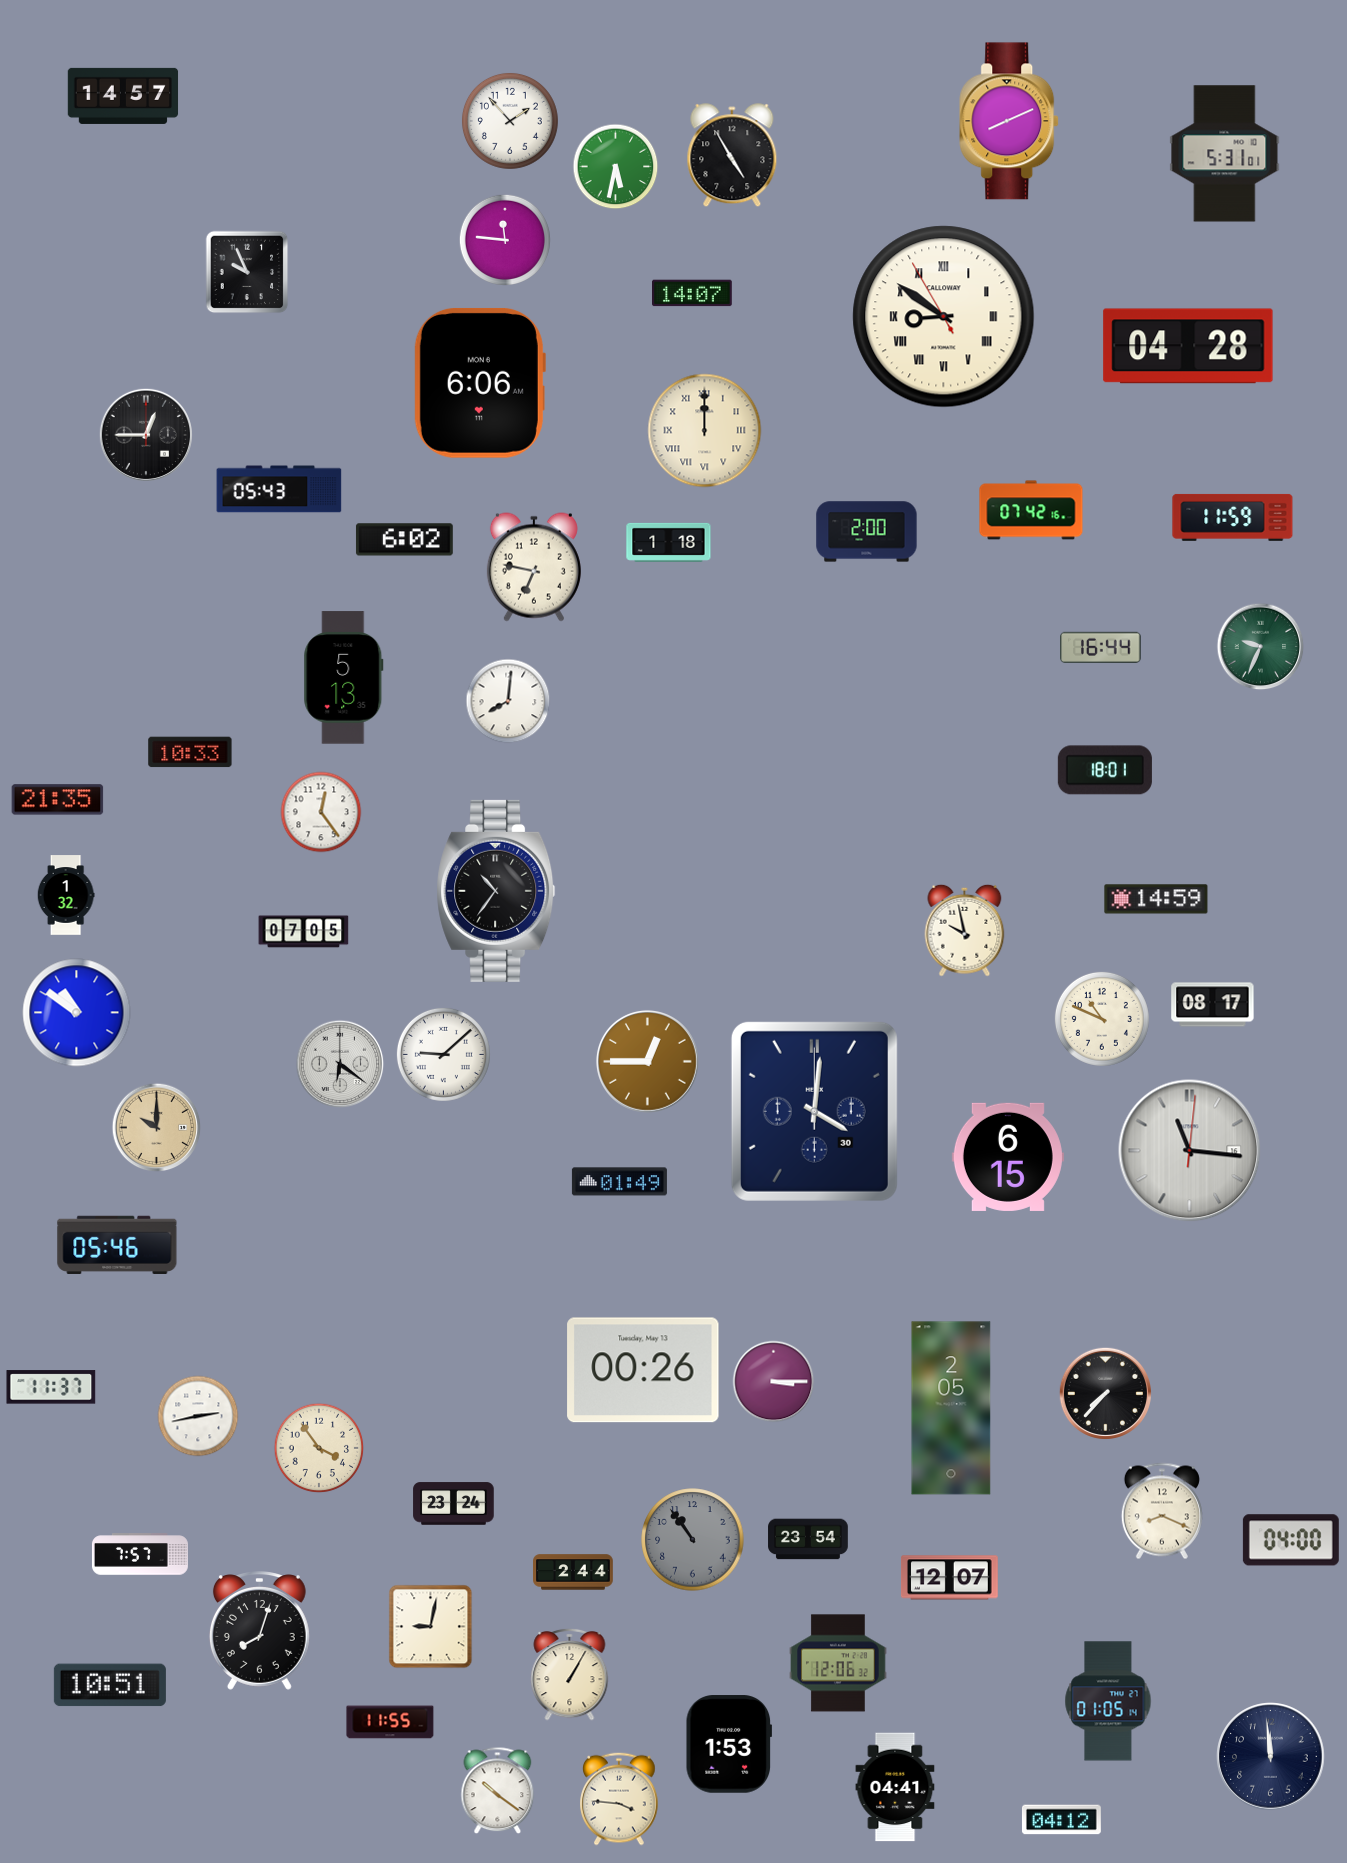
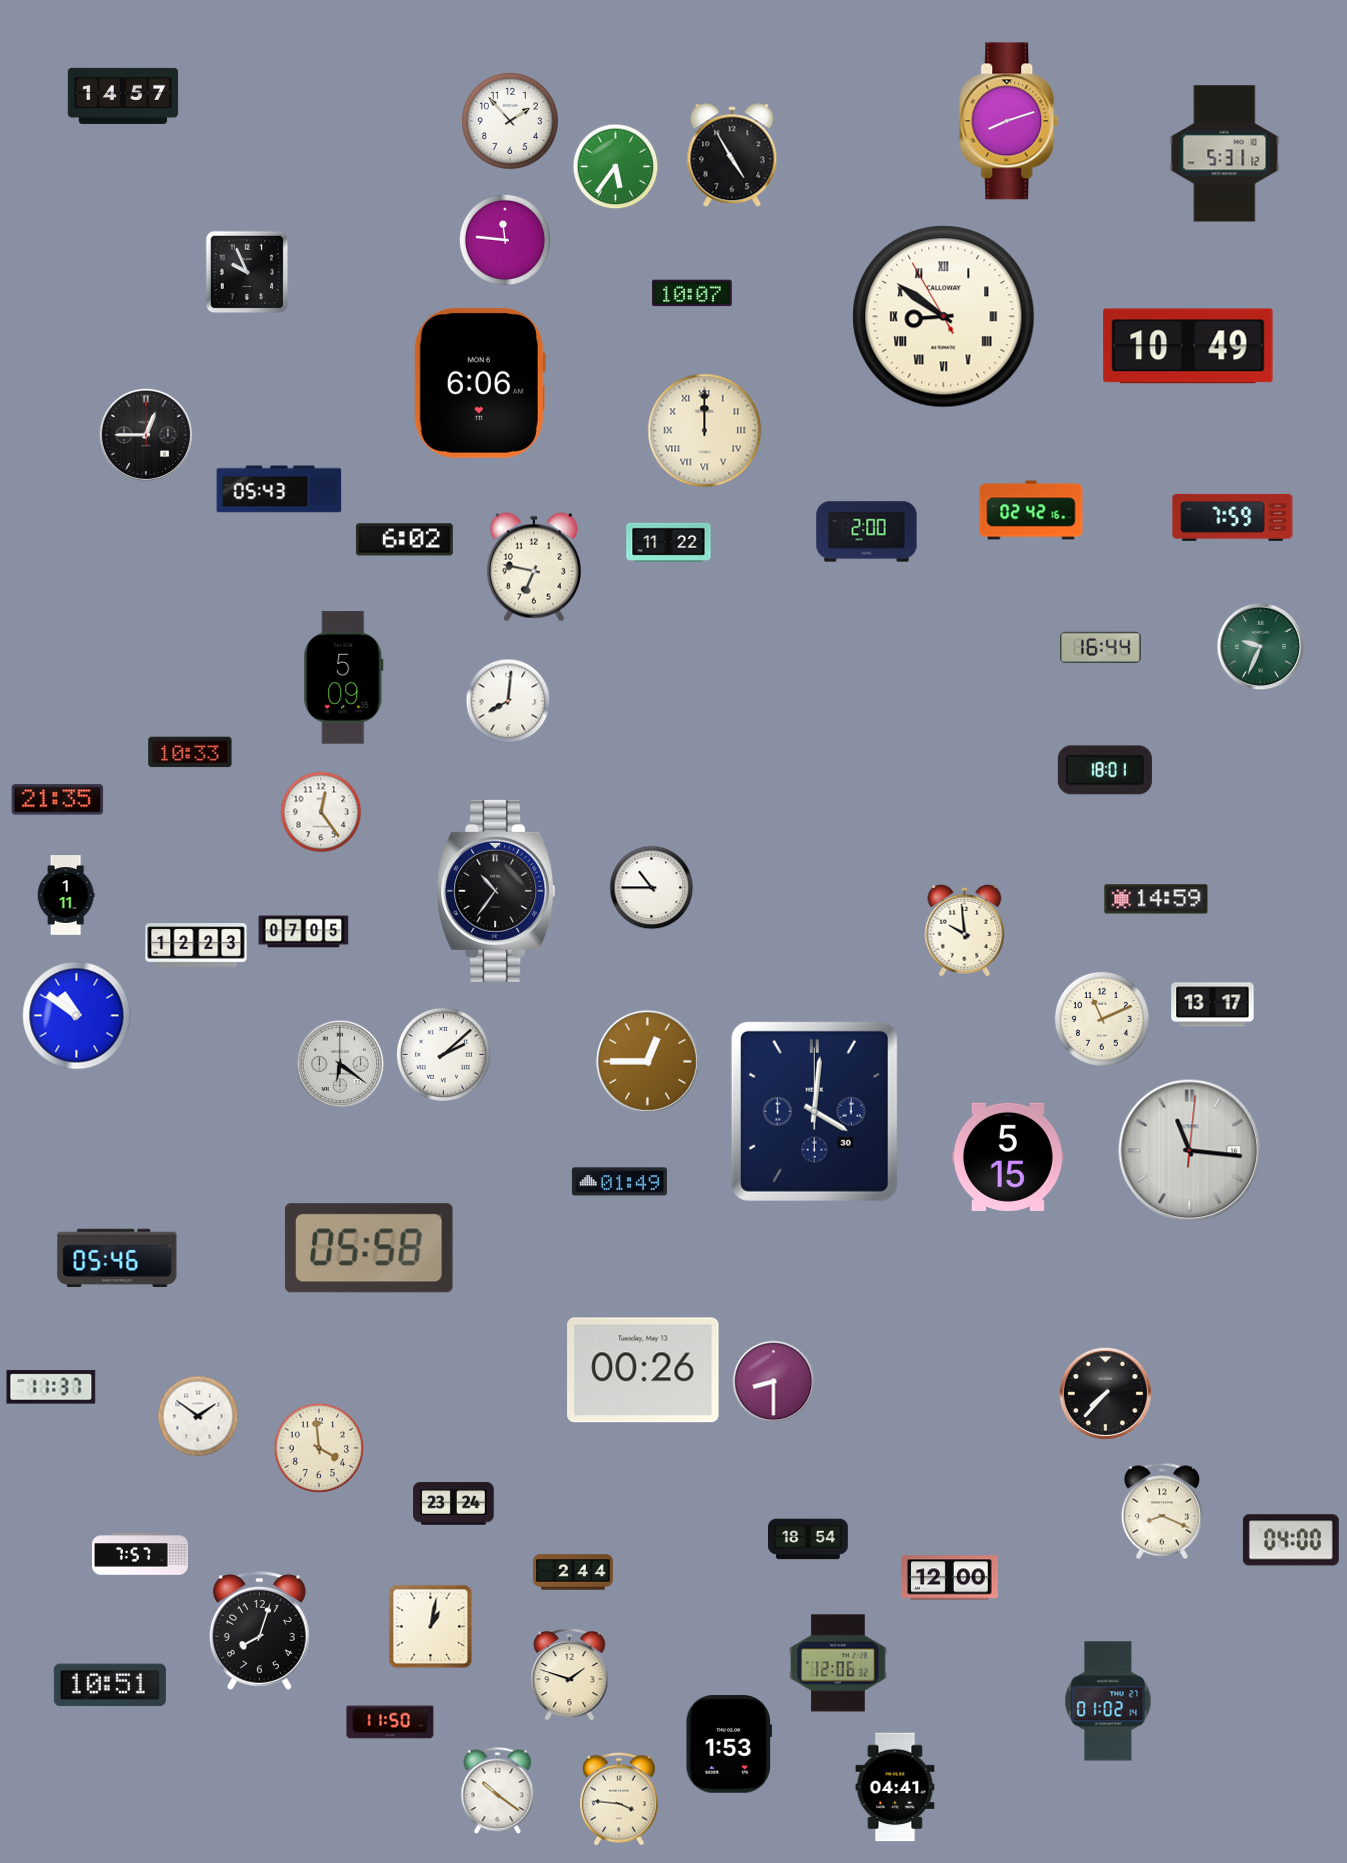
clock at (1010, 121): 8:11 -> 8:12
clock at (1225, 154): 5:31:01 -> 5:31:12
clock at (616, 167): 5:32 -> 5:36
clock at (693, 293): 14:07 -> 10:07
clock at (1188, 346): 04:28 -> 10:49
clock at (1031, 510): 07:42 -> 02:42
clock at (1233, 517): 11:59 -> 7:59
clock at (669, 542): 1:18 -> 11:22
clock at (344, 678): 5:13 -> 5:09
clock at (652, 888): none -> 10:45
clock at (66, 895): 1:32 -> 1:11
clock at (965, 930): 9:58 -> 9:59
clock at (196, 945): none -> 12:23
clock at (1213, 1005): 08:17 -> 13:17
clock at (77, 1013) position: (77, 1013) -> (77, 1016)
clock at (1102, 1019): 10:49 -> 11:11
clock at (443, 1054): 9:08 -> 2:08
clock at (157, 1128): 10:00 -> none
clock at (1008, 1157): 6:15 -> 5:15
clock at (117, 1245) position: (117, 1245) -> (117, 1258)
clock at (369, 1248): none -> 05:58
clock at (774, 1382): 3:15 -> 8:30
clock at (951, 1408): 2:05 -> none
clock at (198, 1416): 2:43 -> 1:51
clock at (319, 1448): 3:54 -> 3:59
clock at (808, 1539): 23:54 -> 18:54
clock at (693, 1540): 10:54 -> none
clock at (949, 1578): 12:07 -> 12:00
clock at (431, 1627): 9:02 -> 1:02
clock at (570, 1674): 1:05 -> 1:48
clock at (1108, 1701): 01:05 -> 01:02
clock at (390, 1722): 11:55 -> 11:50
clock at (1271, 1757): 11:59 -> none
clock at (1061, 1820): 04:12 -> none
